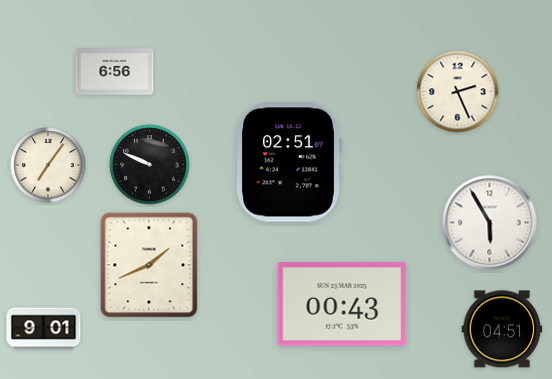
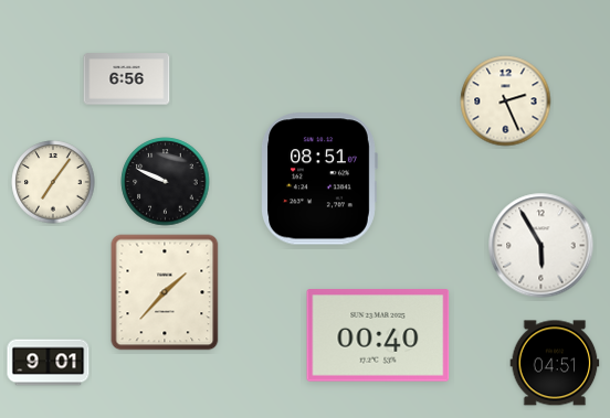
clock at (289, 162): 02:51 -> 08:51
clock at (149, 265): 1:41 -> 1:37
clock at (342, 304): 00:43 -> 00:40
